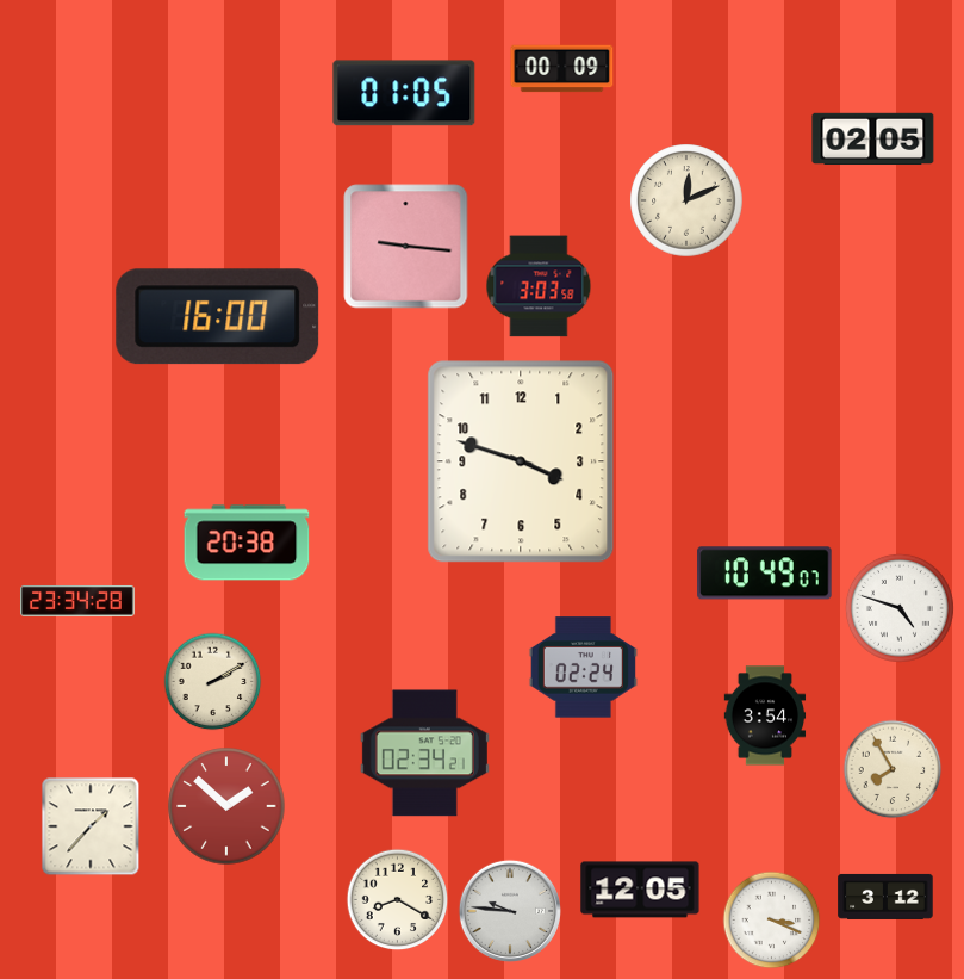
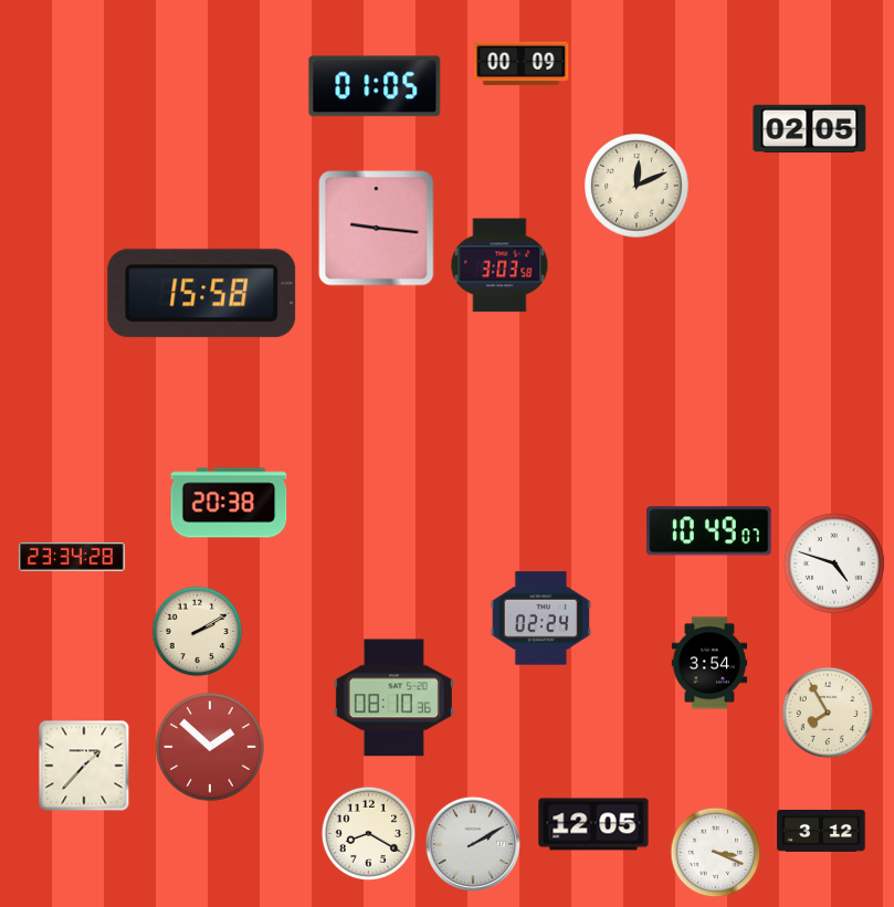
clock at (218, 317): 16:00 -> 15:58
clock at (521, 461): 3:48 -> none
clock at (424, 754): 02:34 -> 08:10
clock at (510, 911): 9:46 -> 2:10
